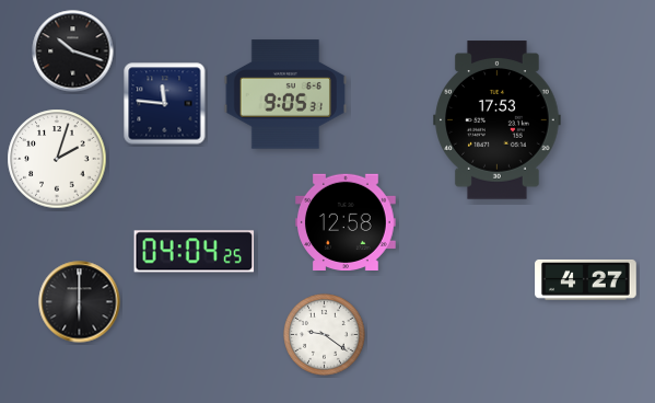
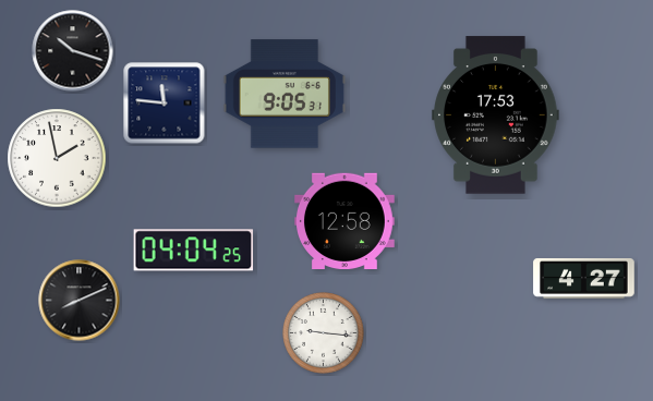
clock at (498, 120) position: (498, 120) -> (496, 116)
clock at (57, 159): 2:03 -> 1:58
clock at (80, 302): 6:00 -> 8:11
clock at (325, 335): 9:21 -> 9:16
